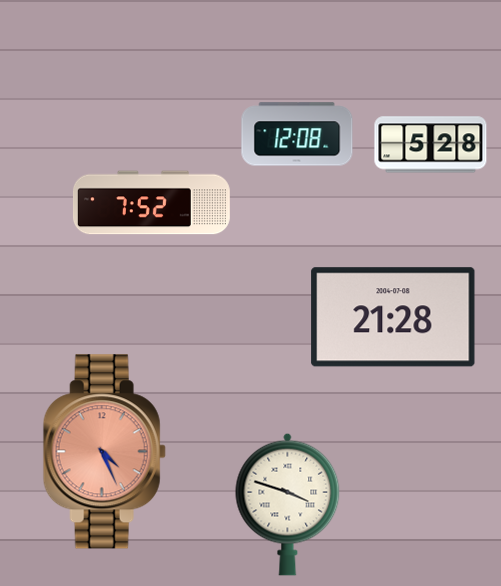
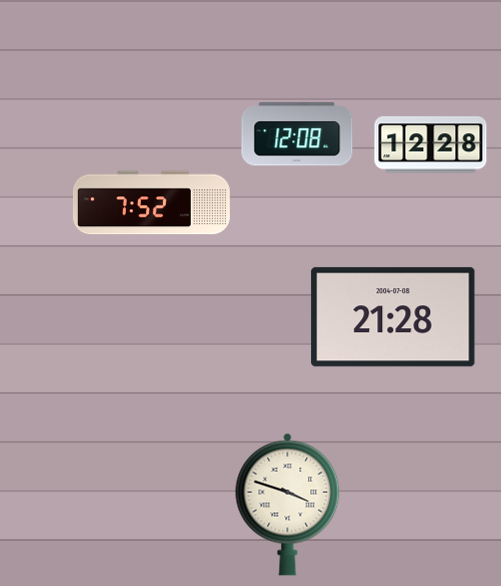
clock at (431, 145): 5:28 -> 12:28
clock at (104, 452): 4:26 -> none
